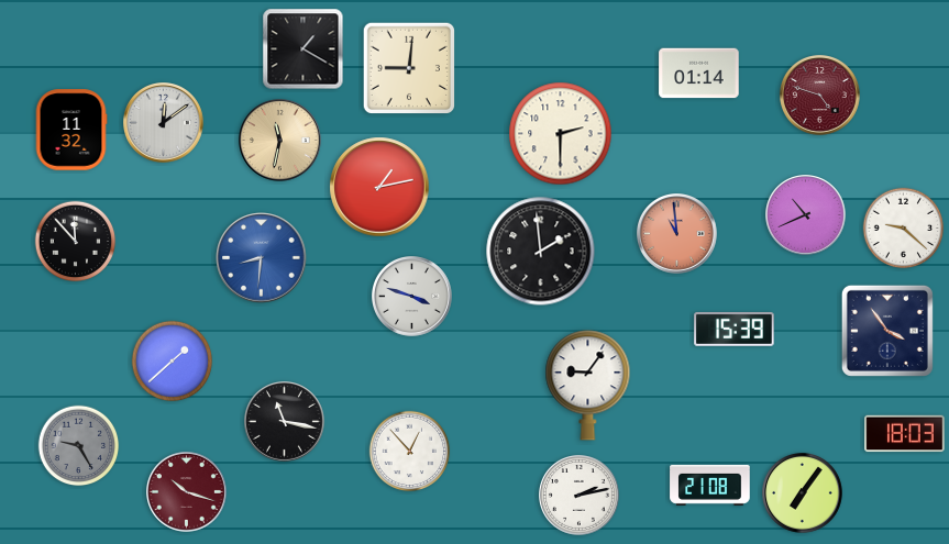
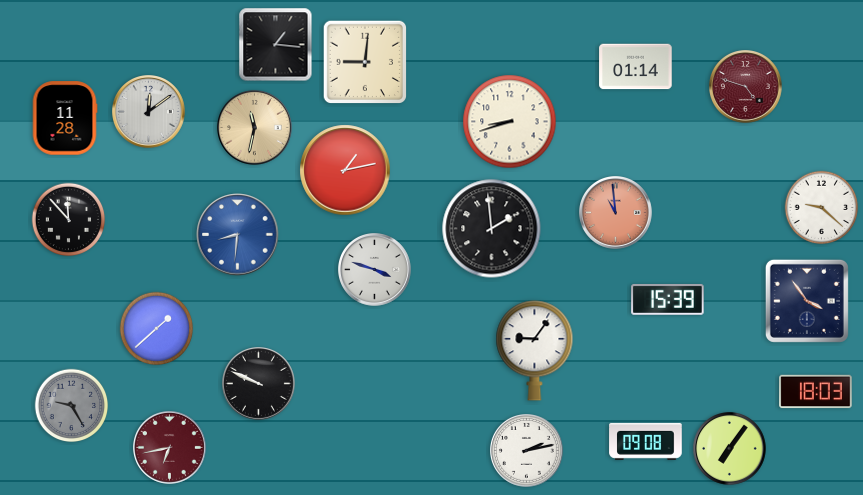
clock at (304, 49): 1:20 -> 1:16
clock at (408, 67) position: (408, 67) -> (364, 61)
clock at (71, 130): 11:32 -> 11:28
clock at (561, 134): 2:30 -> 8:42
clock at (806, 215): 10:41 -> none
clock at (285, 422): 11:17 -> 9:49
clock at (905, 434) position: (905, 434) -> (816, 392)
clock at (410, 452): 12:53 -> none
clock at (710, 485): 21:08 -> 09:08
clock at (187, 492): 10:18 -> 6:43
